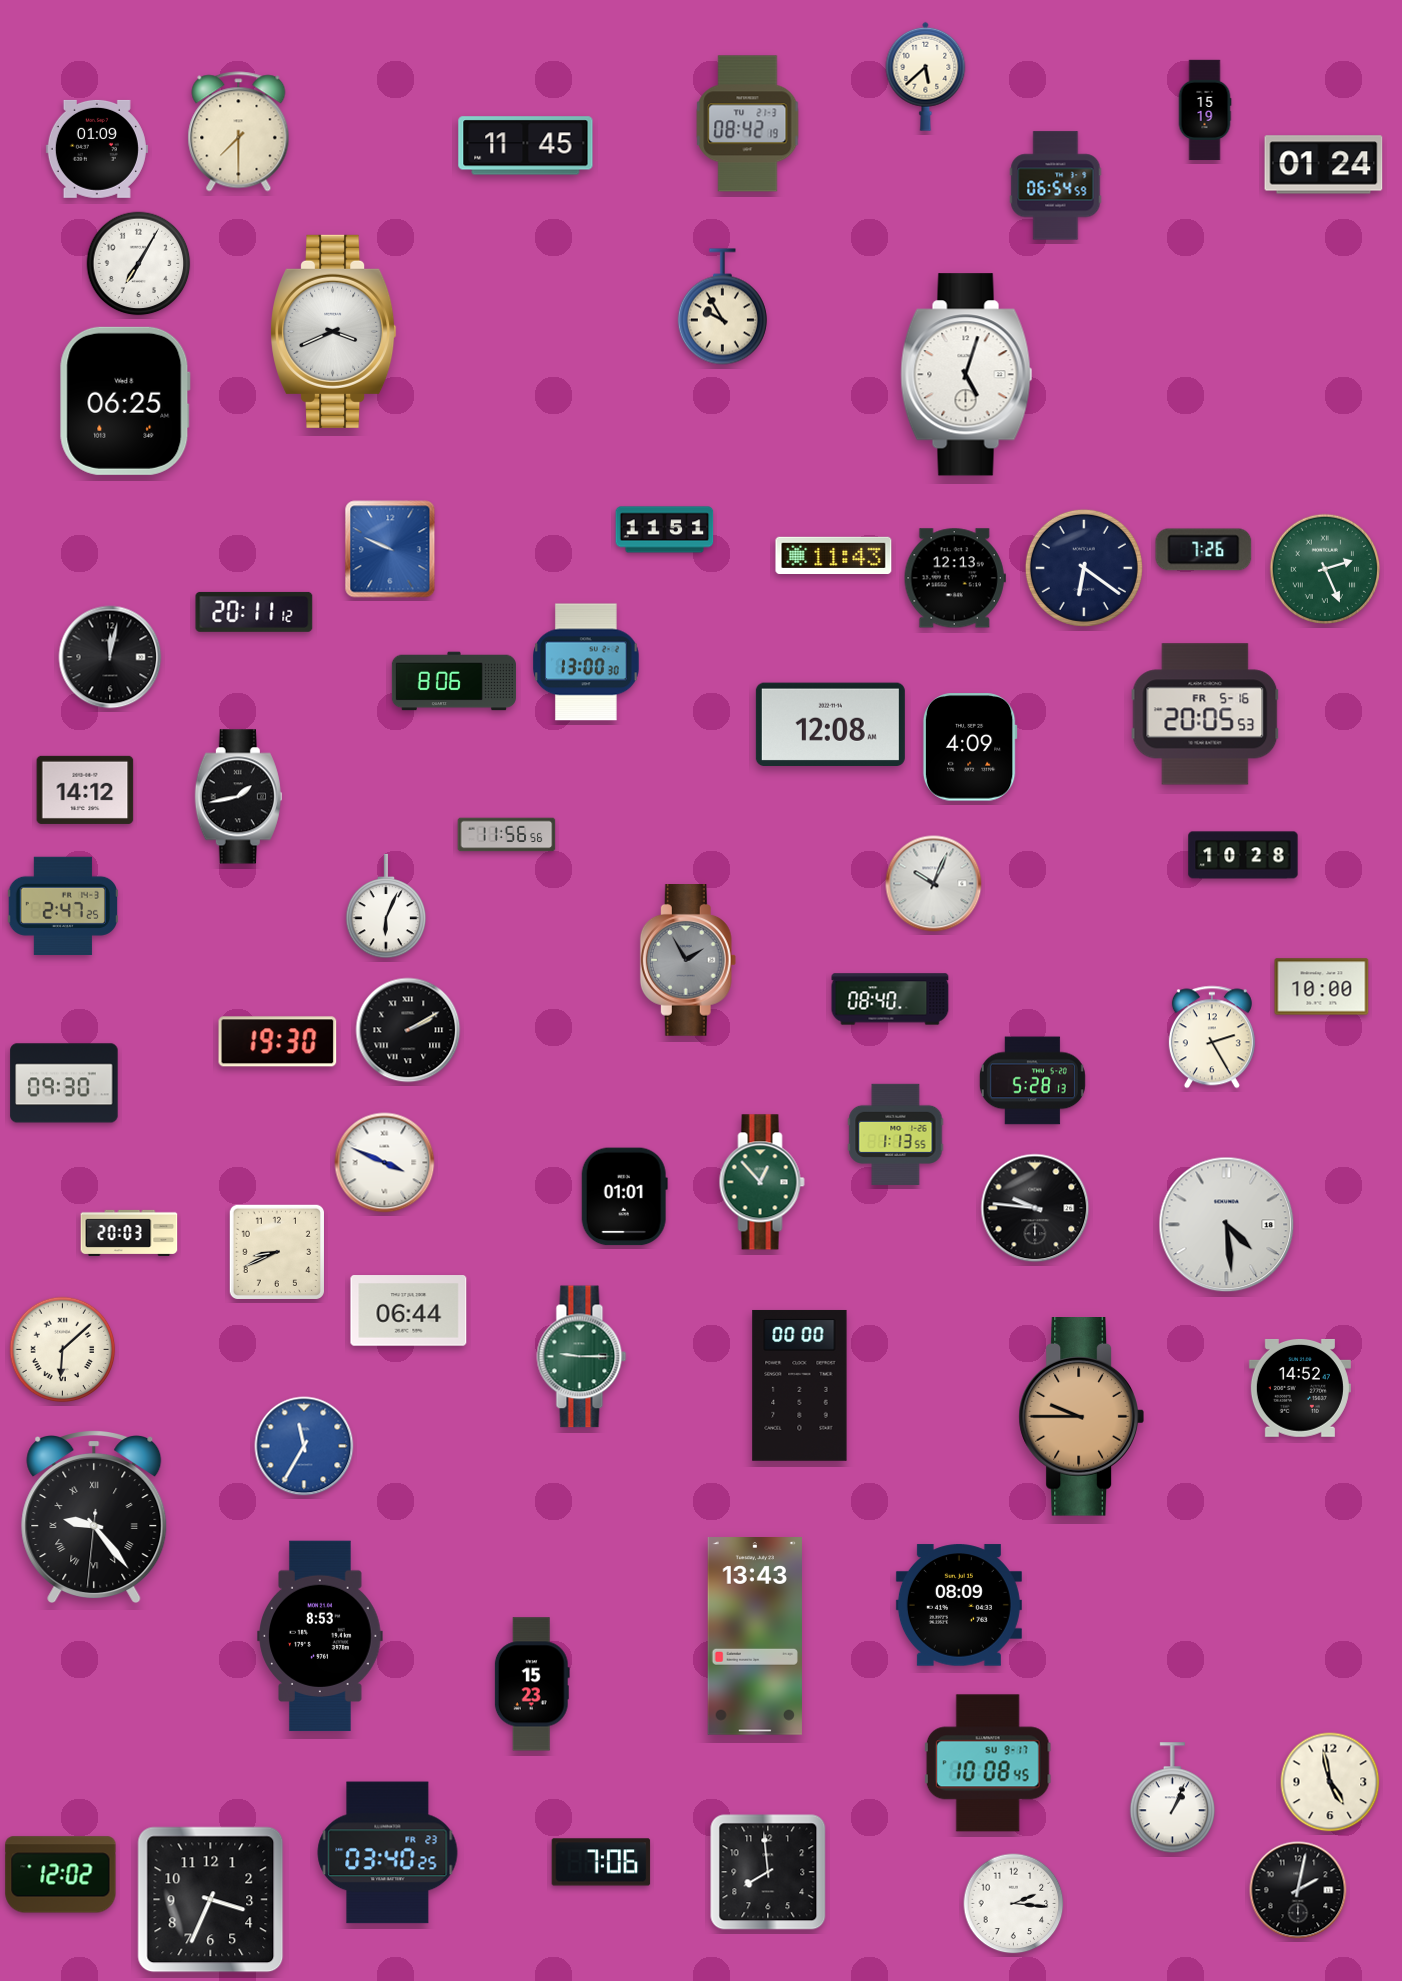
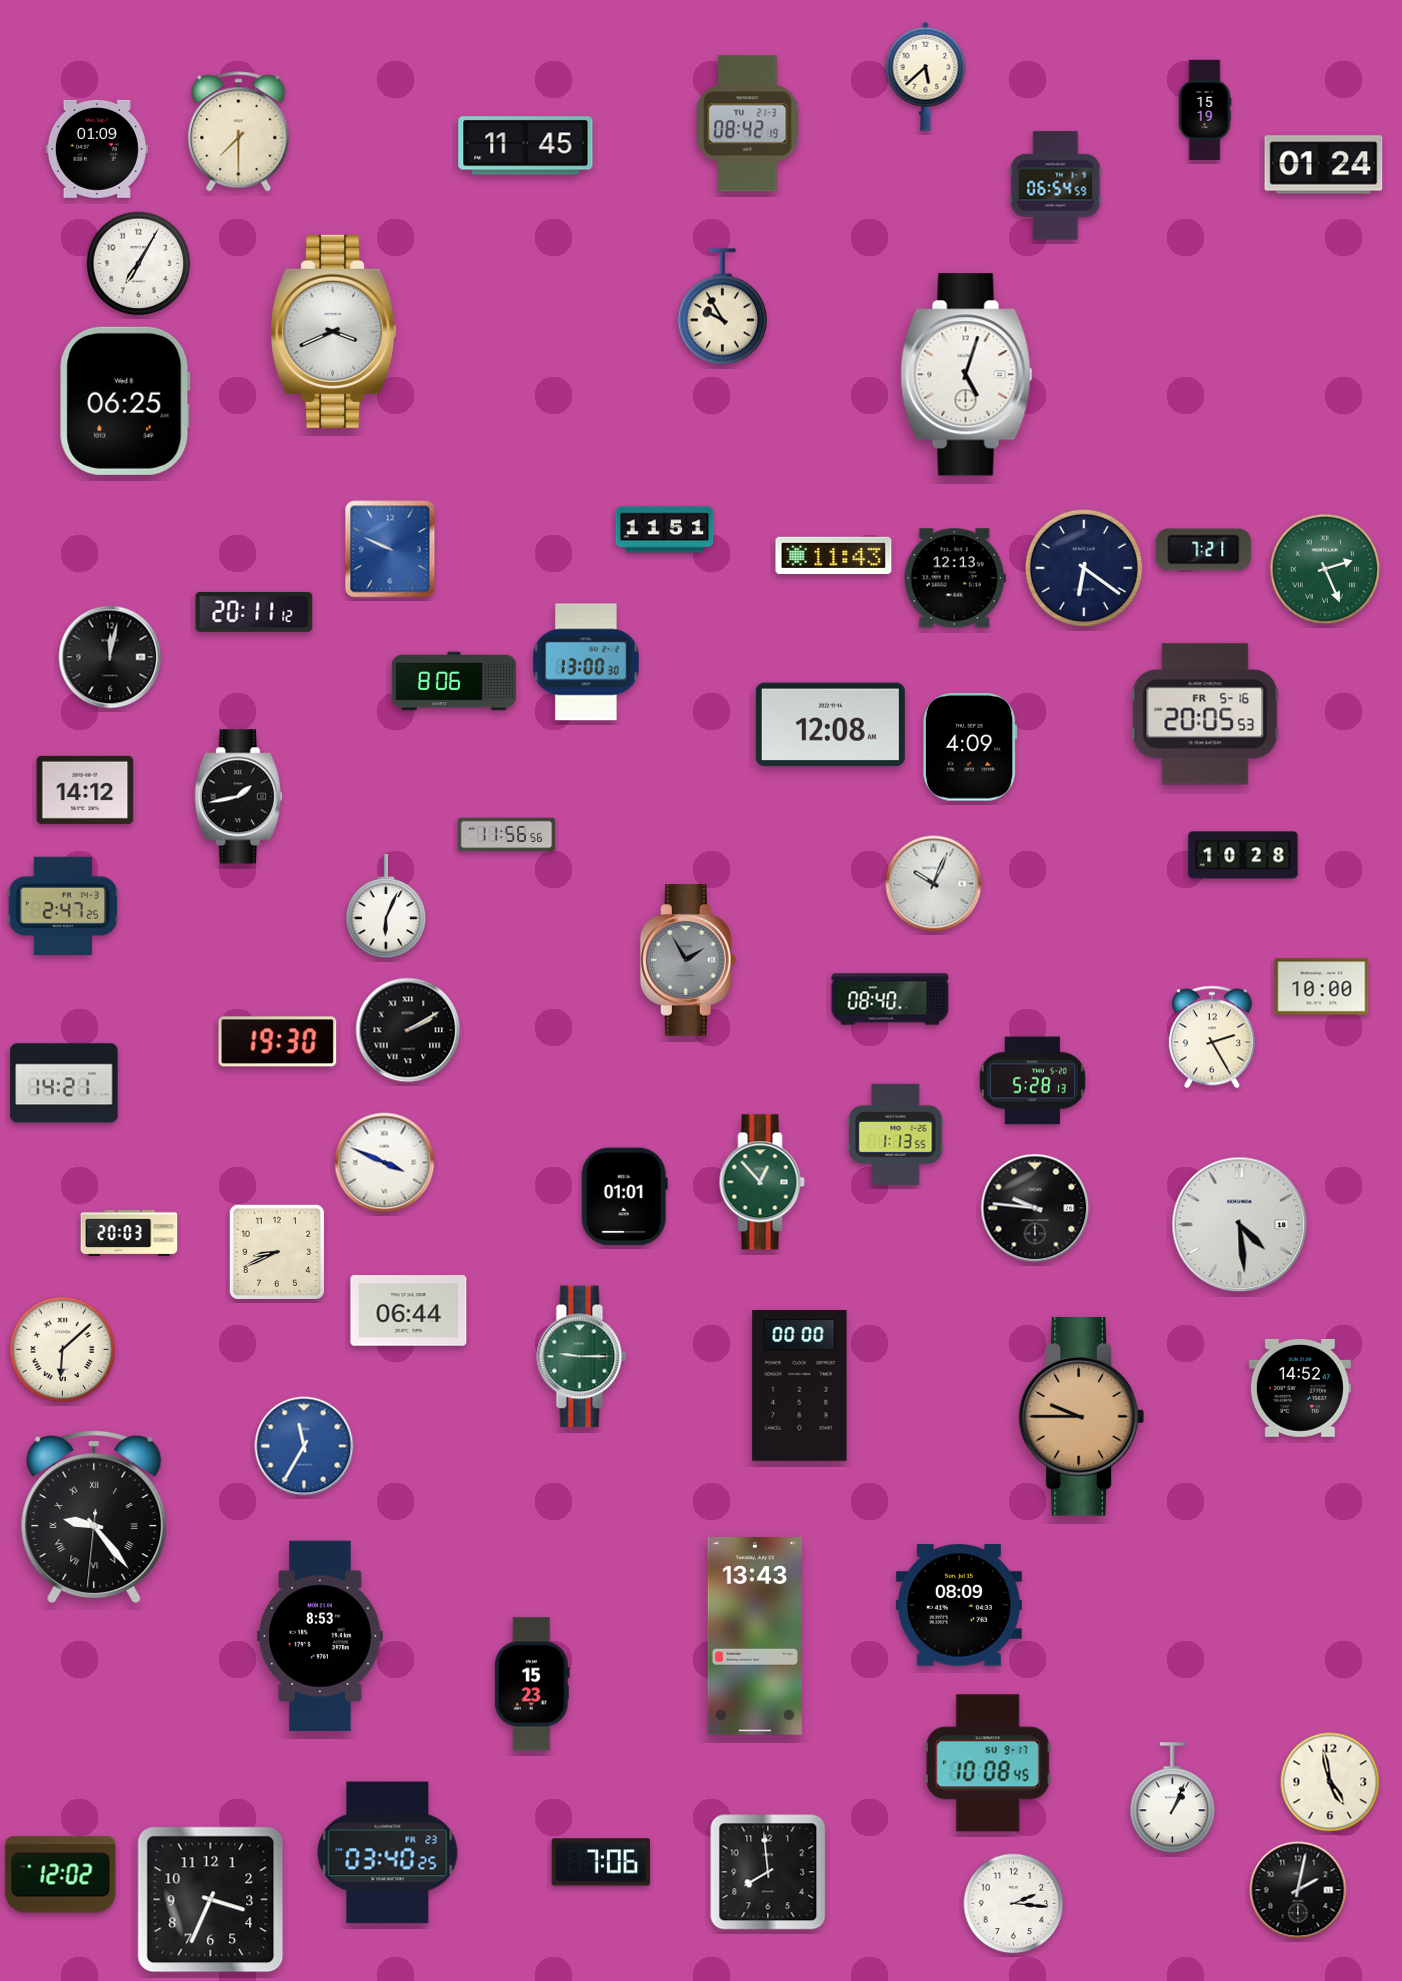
clock at (1204, 550): 7:26 -> 7:21
clock at (64, 1083): 09:30 -> 14:21
clock at (1227, 1225) position: (1227, 1225) -> (1240, 1225)
